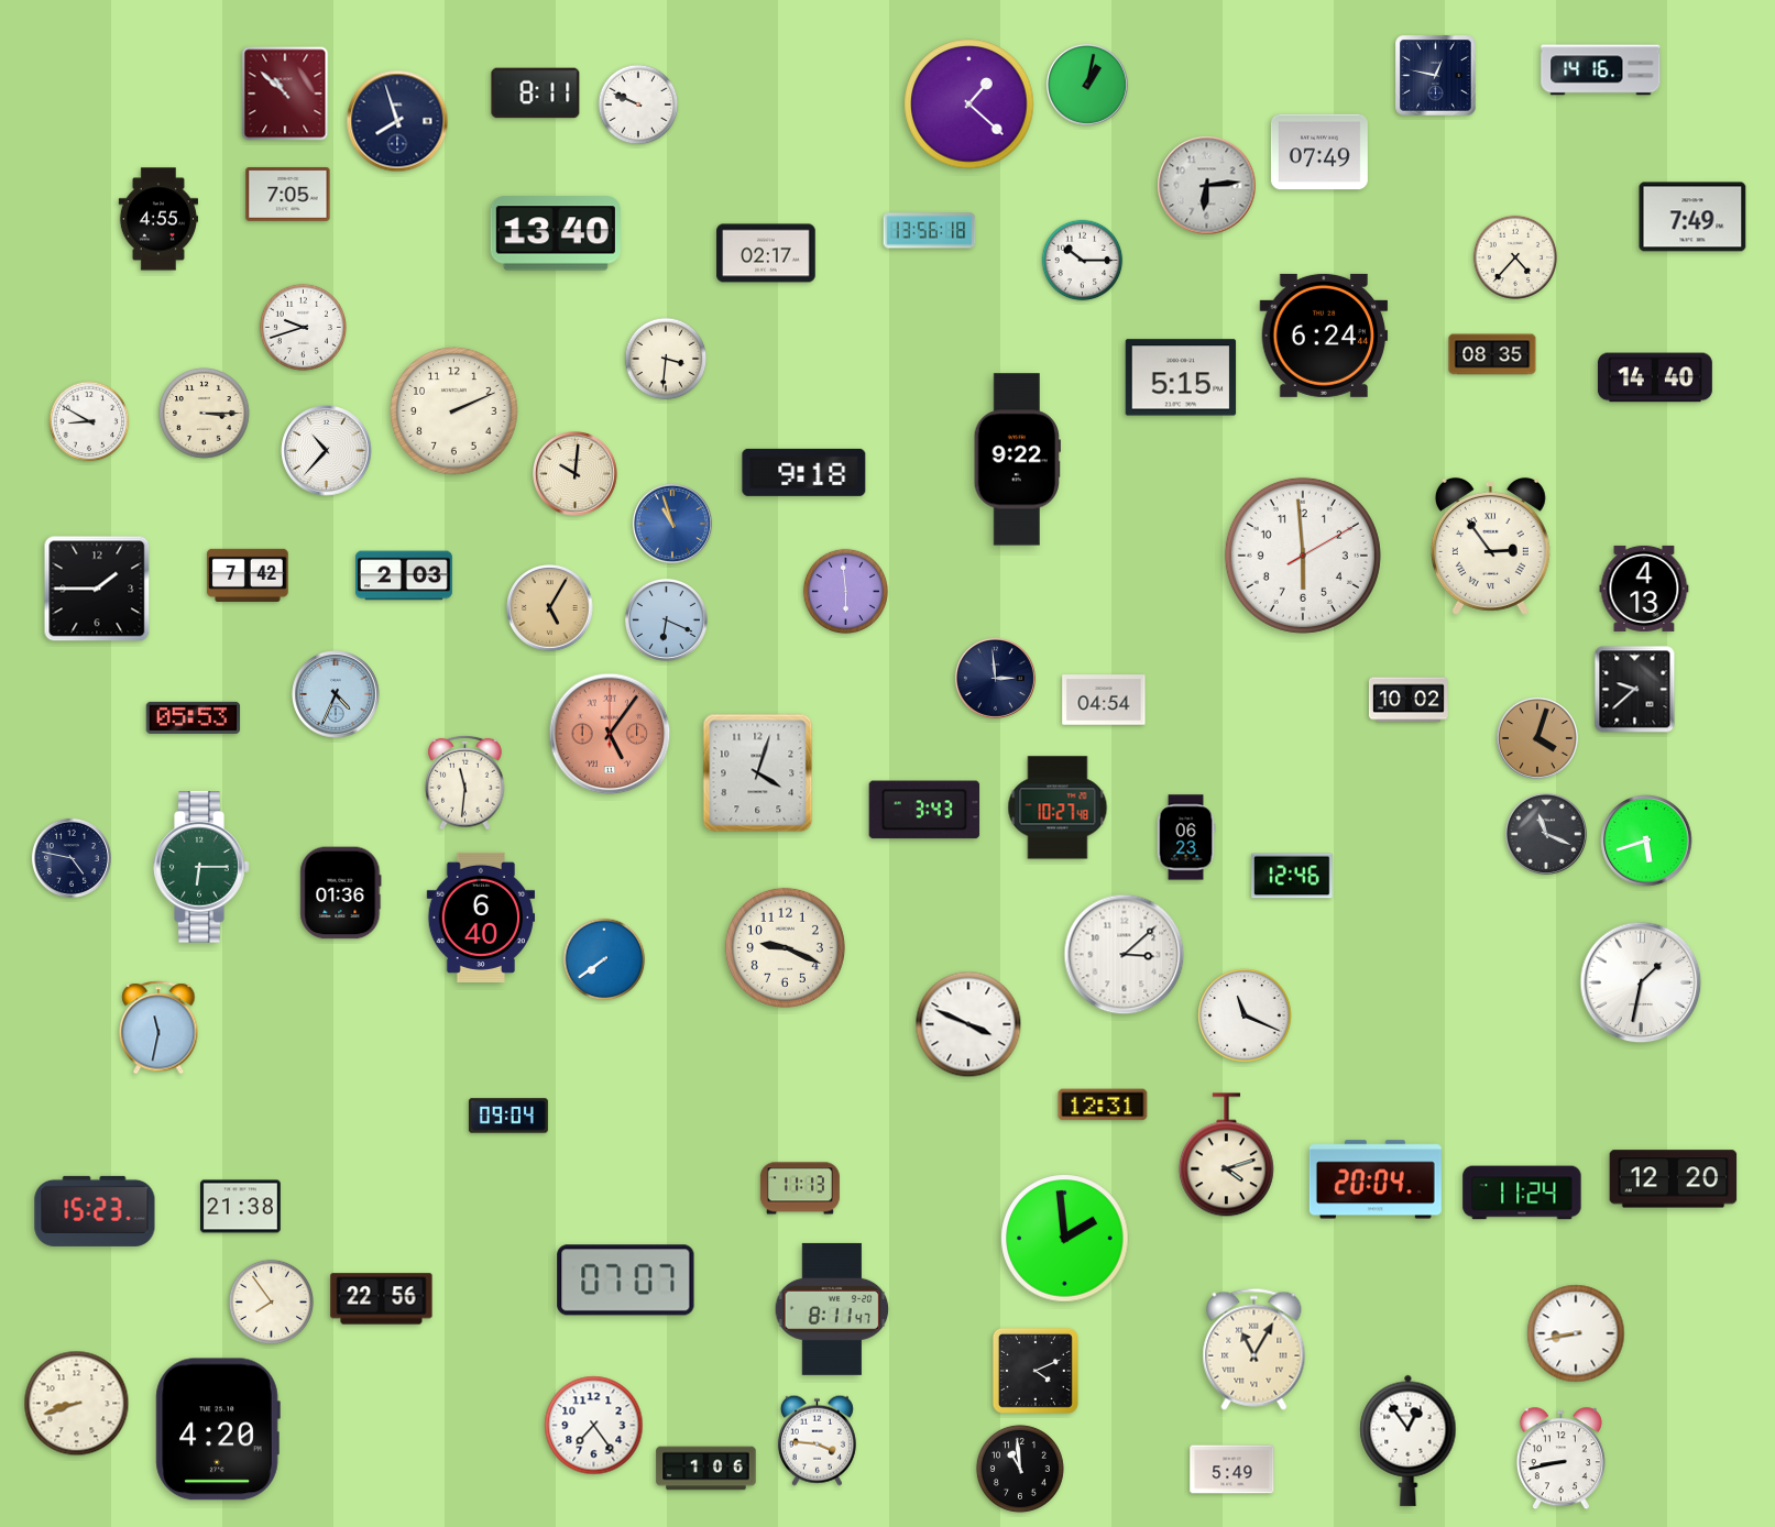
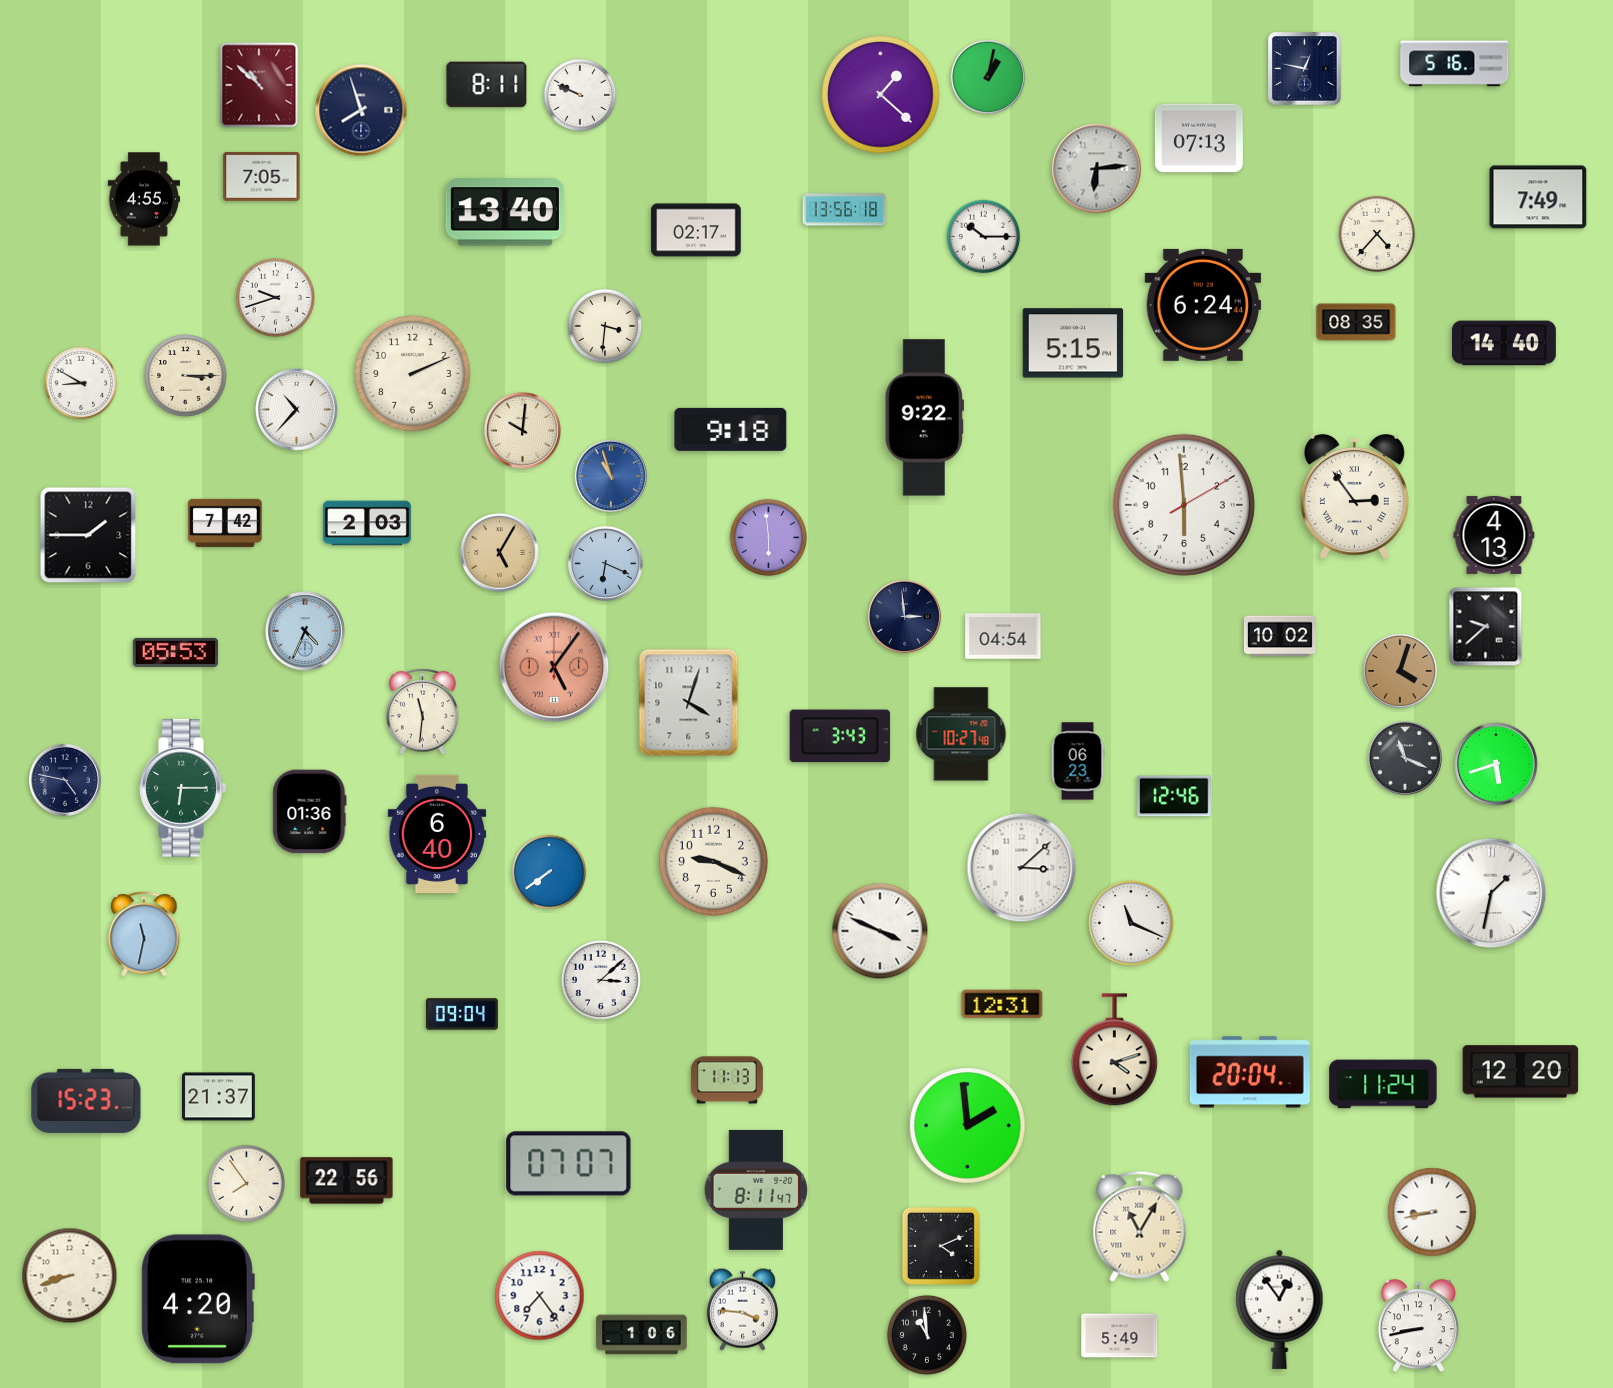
clock at (1601, 70): 14:16 -> 5:16
clock at (1319, 152): 07:49 -> 07:13
clock at (1537, 738) position: (1537, 738) -> (1400, 671)
clock at (601, 980): none -> 3:08
clock at (241, 1207): 21:38 -> 21:37
